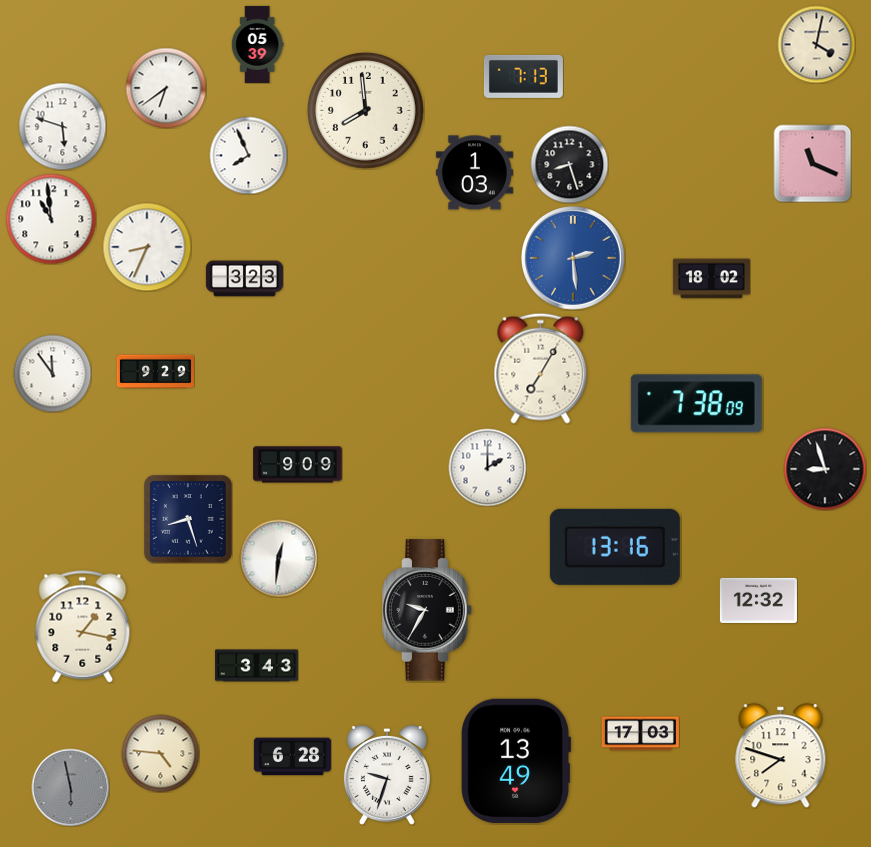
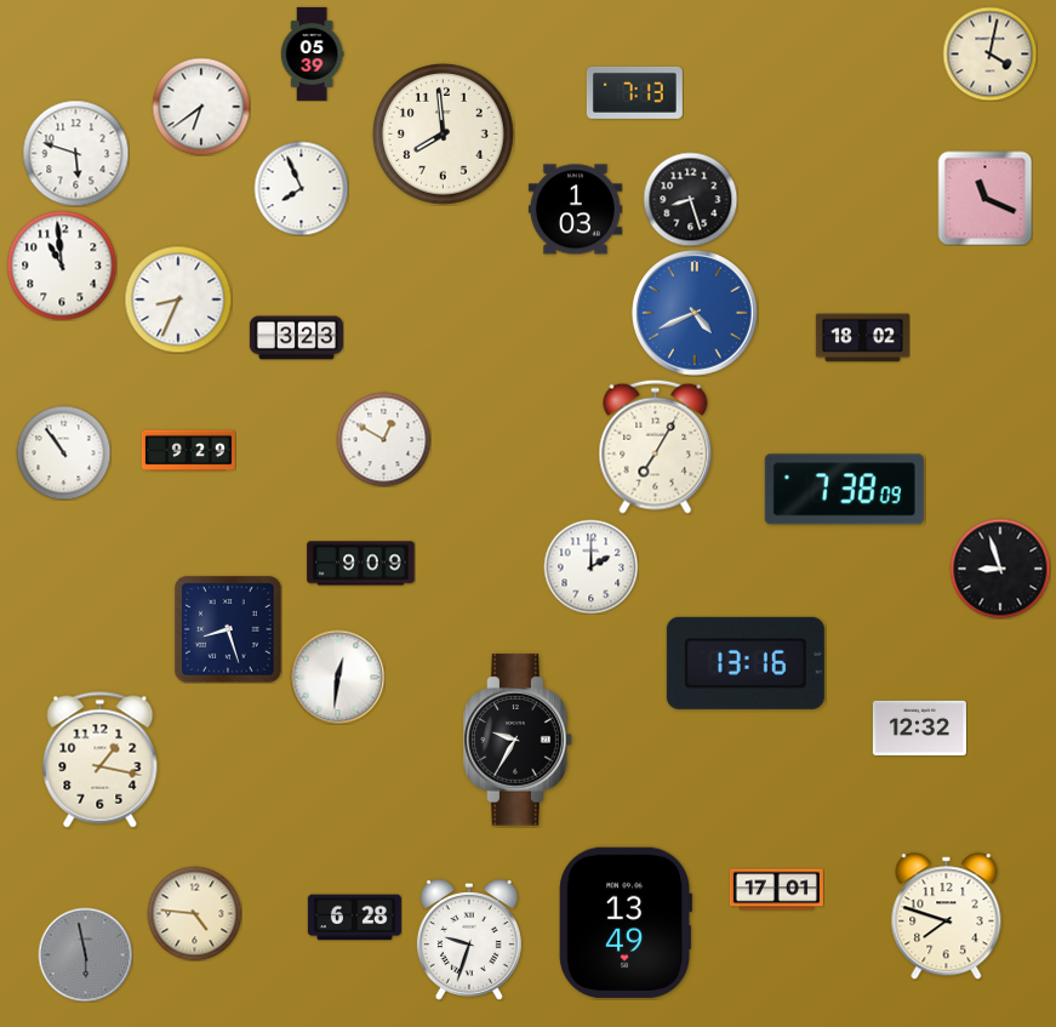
clock at (574, 259): 2:29 -> 4:41
clock at (383, 439): none -> 12:50
clock at (52, 373): 11:54 -> 10:54
clock at (257, 666): 3:43 -> none
clock at (640, 734): 17:03 -> 17:01
